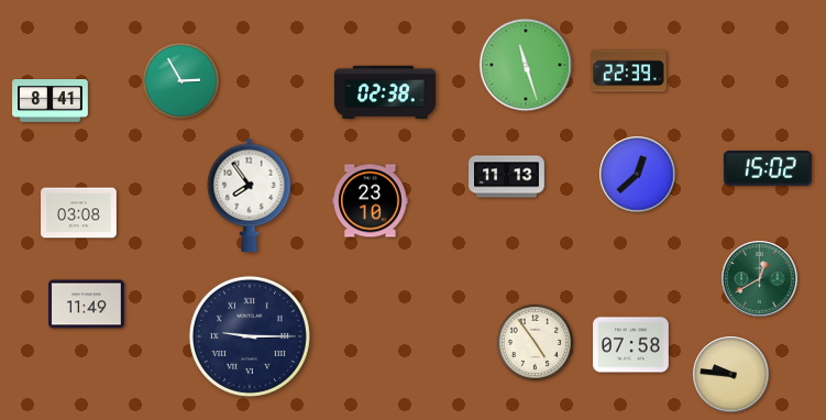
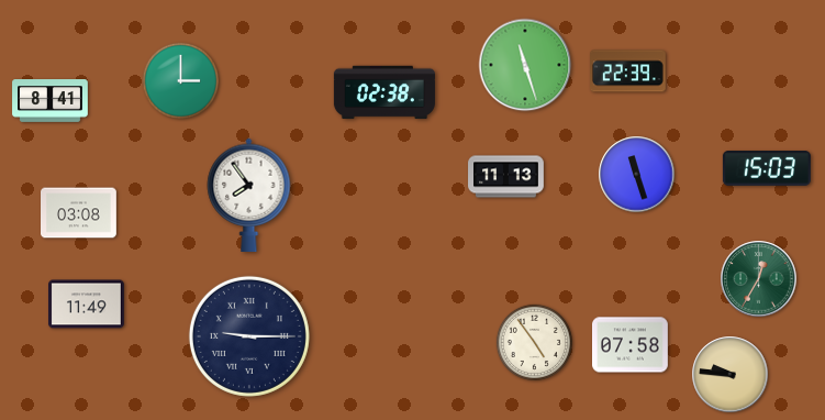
clock at (180, 80): 2:55 -> 3:00
clock at (768, 169): 15:02 -> 15:03
clock at (638, 175): 12:38 -> 11:27
clock at (371, 201): 23:10 -> none
clock at (760, 279): 12:40 -> 12:35
